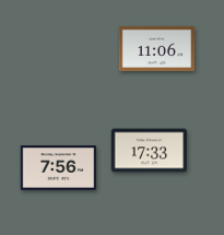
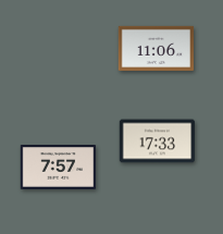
clock at (150, 151) position: (150, 151) -> (158, 141)
clock at (59, 168): 7:56 -> 7:57
